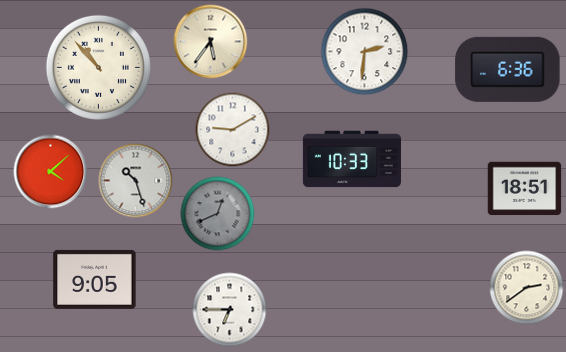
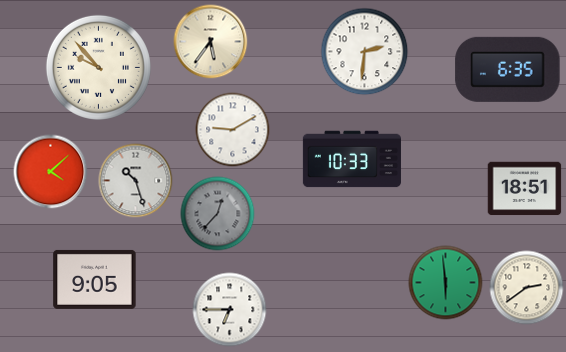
clock at (98, 67): 10:53 -> 9:53
clock at (508, 69): 6:36 -> 6:35
clock at (218, 214): 12:41 -> 12:37
clock at (446, 283): none -> 5:59
